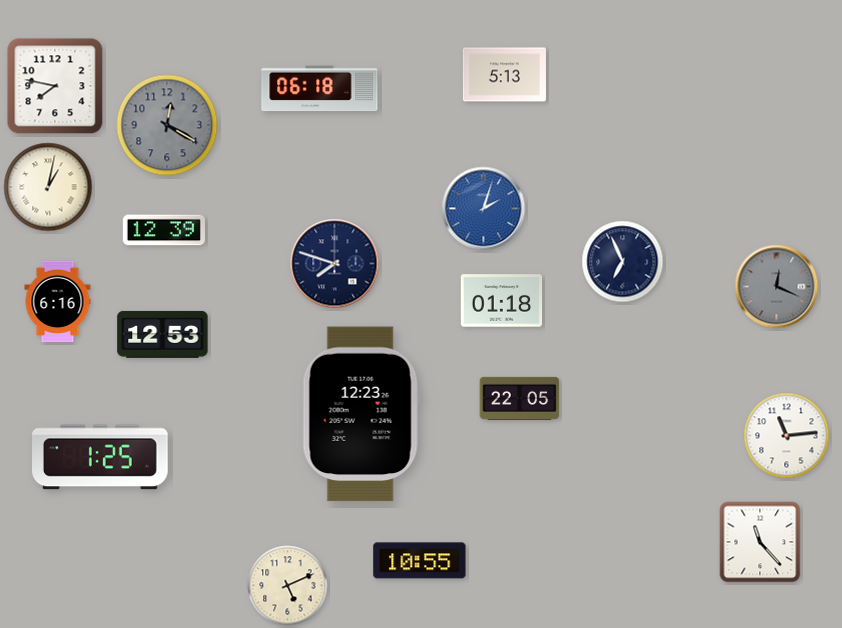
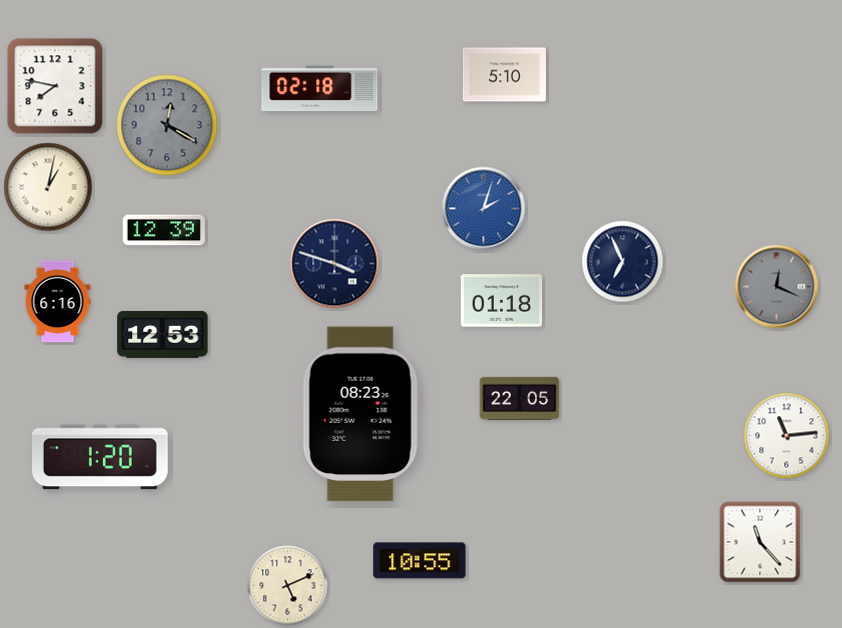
clock at (504, 75): 5:13 -> 5:10
clock at (320, 89): 06:18 -> 02:18
clock at (335, 264): 7:48 -> 3:48
clock at (361, 414): 12:23 -> 08:23
clock at (100, 457): 1:25 -> 1:20
